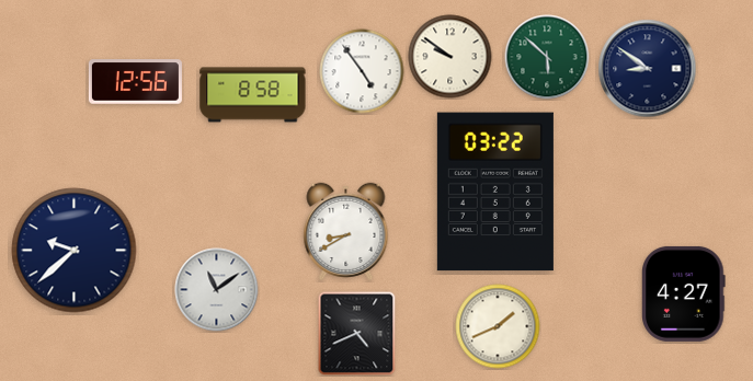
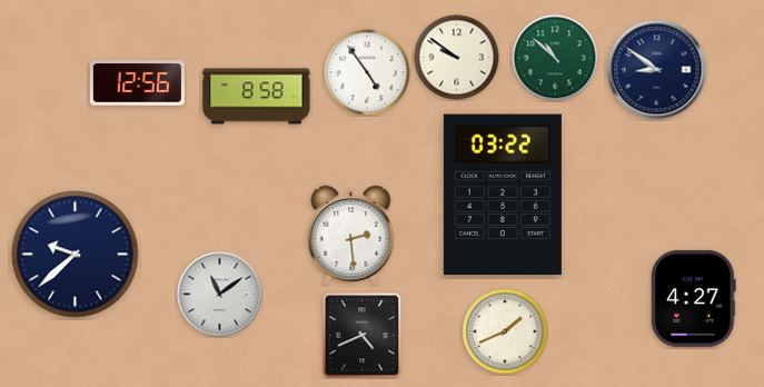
clock at (547, 57): 5:52 -> 10:52
clock at (346, 231): 8:40 -> 2:29
clock at (357, 334) position: (357, 334) -> (363, 336)
